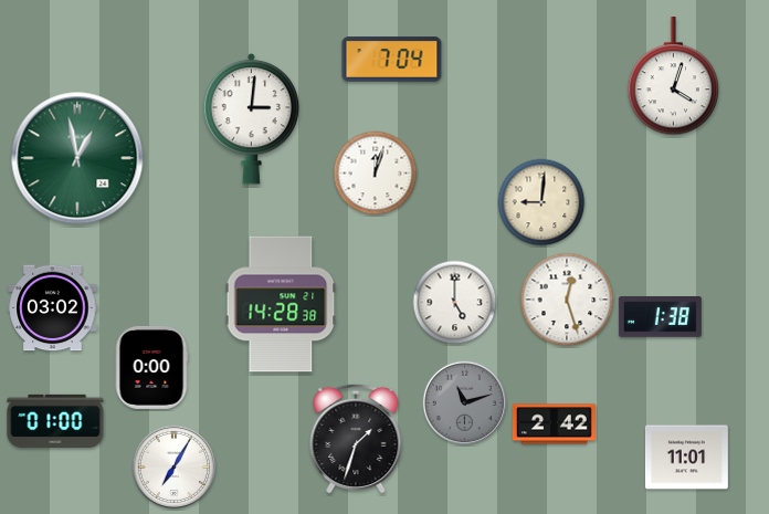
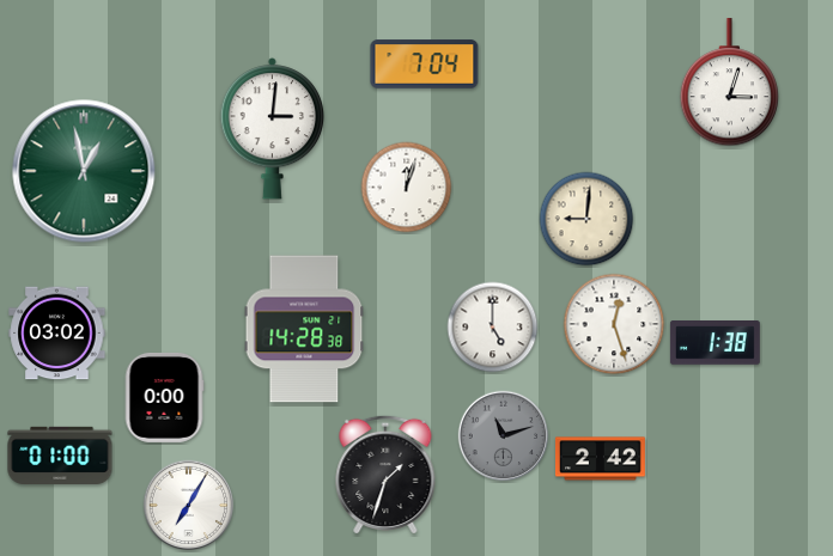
clock at (674, 76): 4:03 -> 3:03
clock at (686, 458): 11:01 -> none
